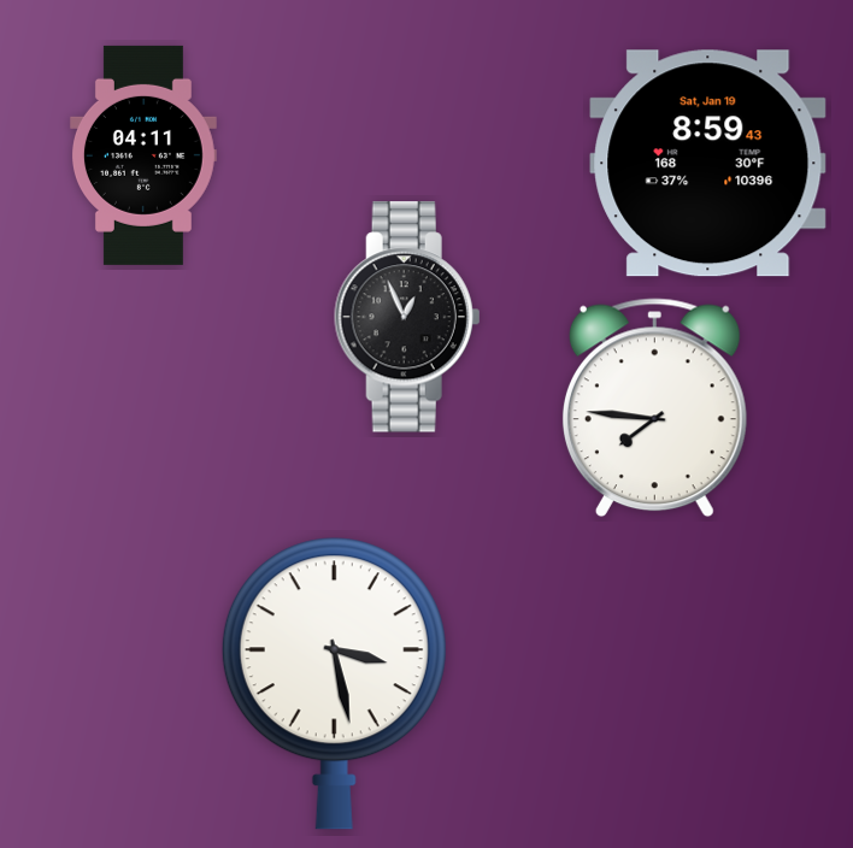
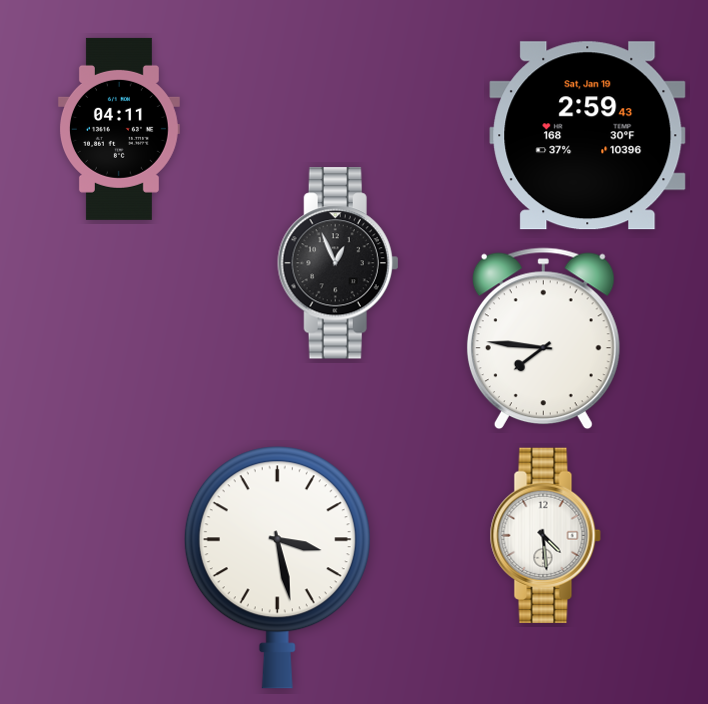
clock at (708, 164): 8:59 -> 2:59
clock at (545, 535): none -> 4:29
